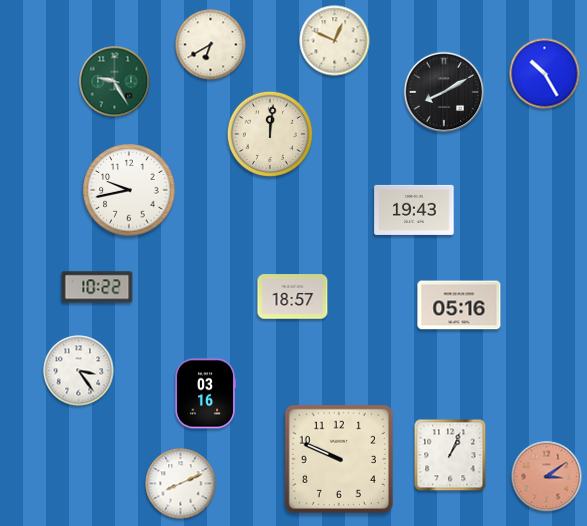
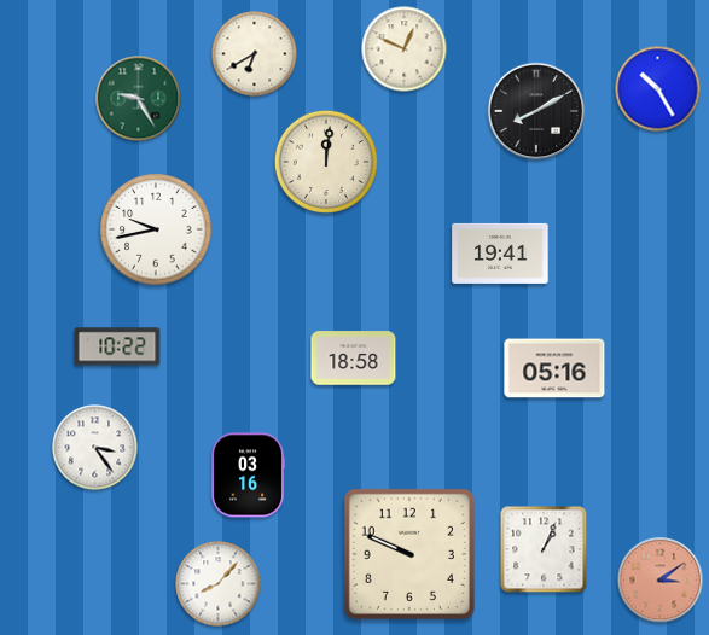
clock at (414, 210): 19:43 -> 19:41
clock at (293, 297): 18:57 -> 18:58
clock at (547, 477) position: (547, 477) -> (661, 581)
clock at (181, 484): 8:11 -> 8:07
